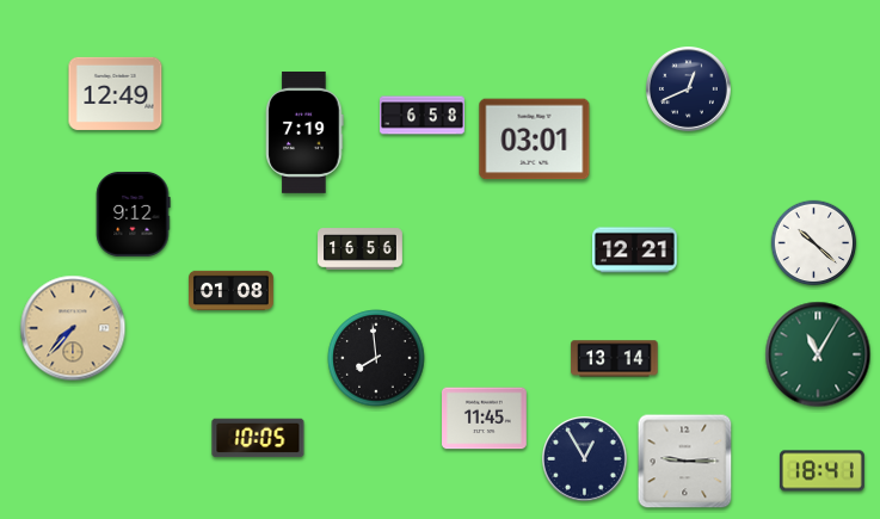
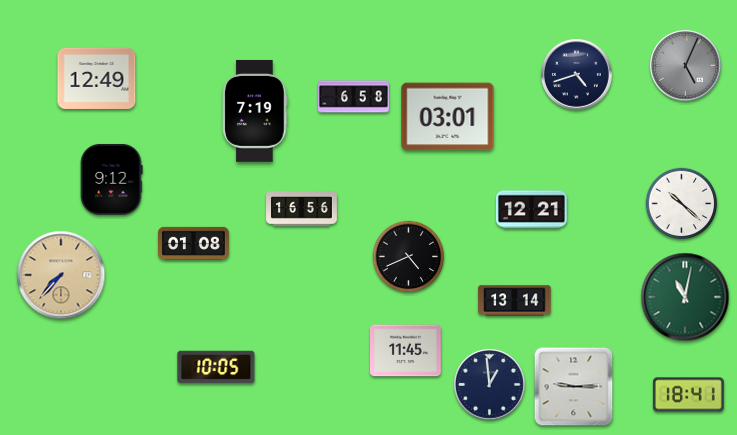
clock at (686, 66): none -> 5:04
clock at (689, 89): 12:41 -> 4:42
clock at (409, 257): none -> 4:41
clock at (818, 354): 11:05 -> 11:02
clock at (376, 358): 7:59 -> none
clock at (585, 459): 12:55 -> 12:59
